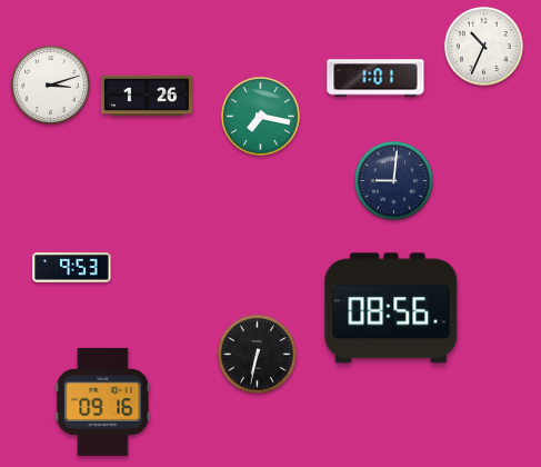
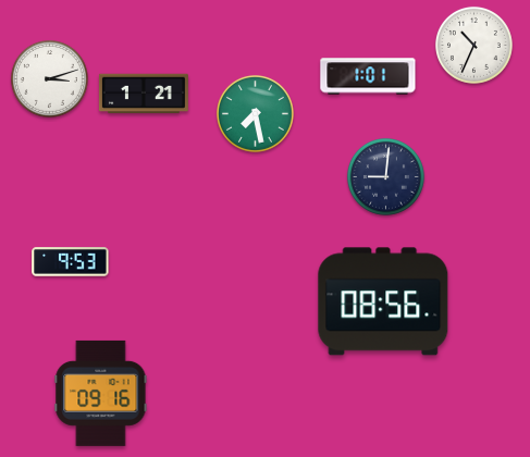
clock at (50, 85) position: (50, 85) -> (49, 78)
clock at (147, 96): 1:26 -> 1:21
clock at (260, 116): 7:17 -> 7:28
clock at (257, 354): 6:32 -> none
